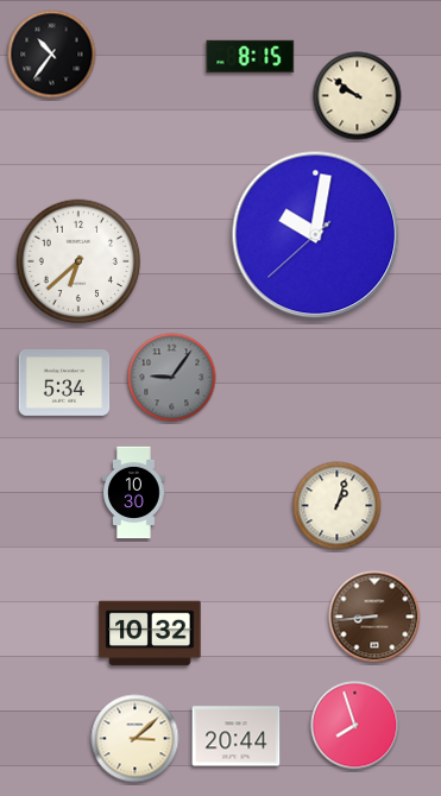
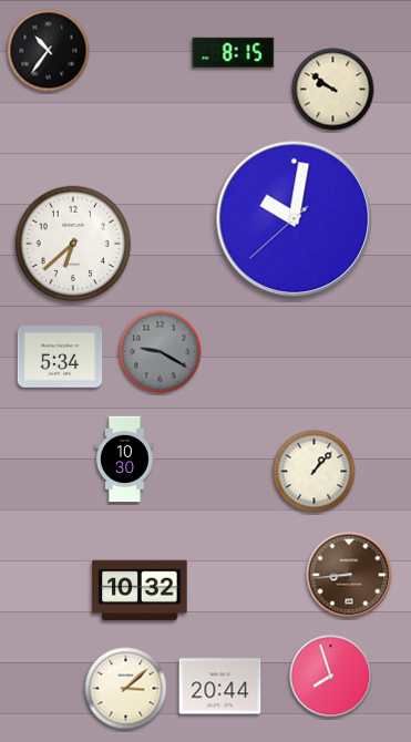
clock at (172, 378): 9:06 -> 9:20
clock at (338, 506): 1:03 -> 1:07
